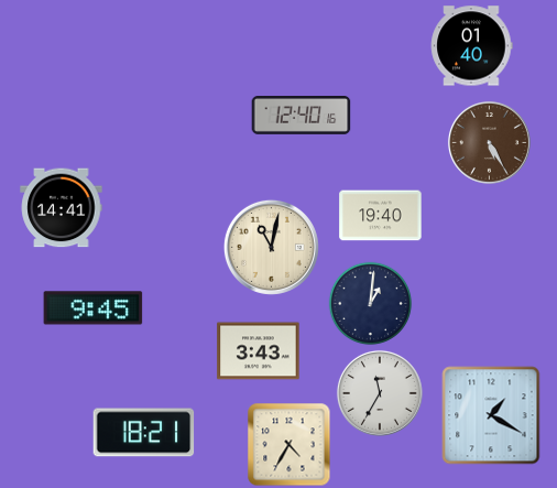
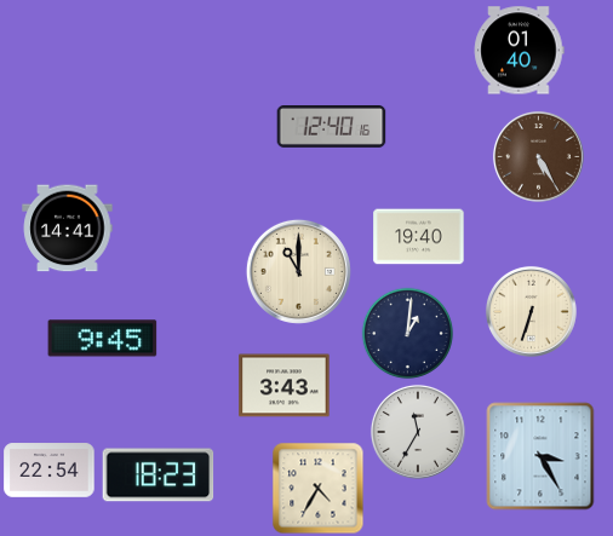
clock at (271, 247): 11:02 -> 11:00
clock at (531, 311): none -> 6:33
clock at (491, 415): 1:20 -> 3:25
clock at (50, 471): none -> 22:54
clock at (144, 433): 18:21 -> 18:23
